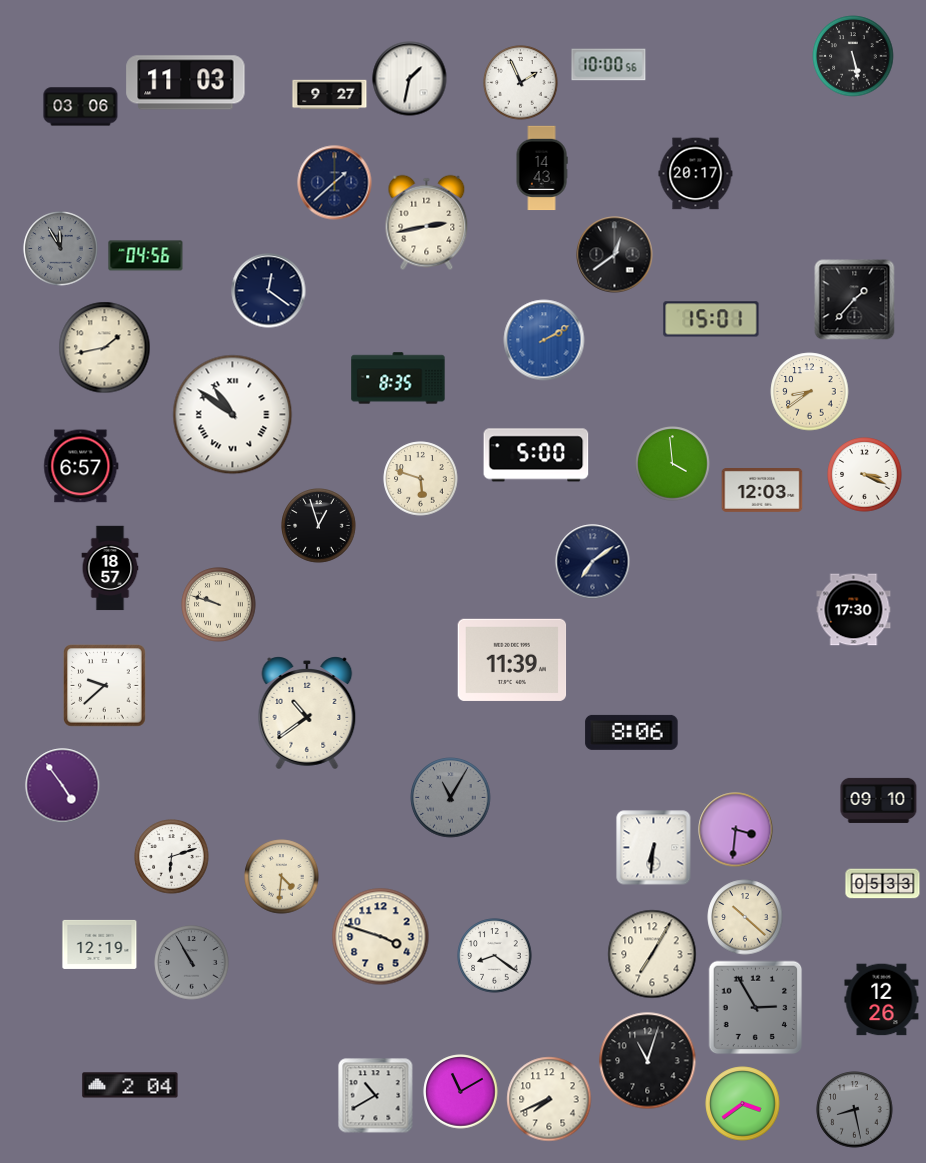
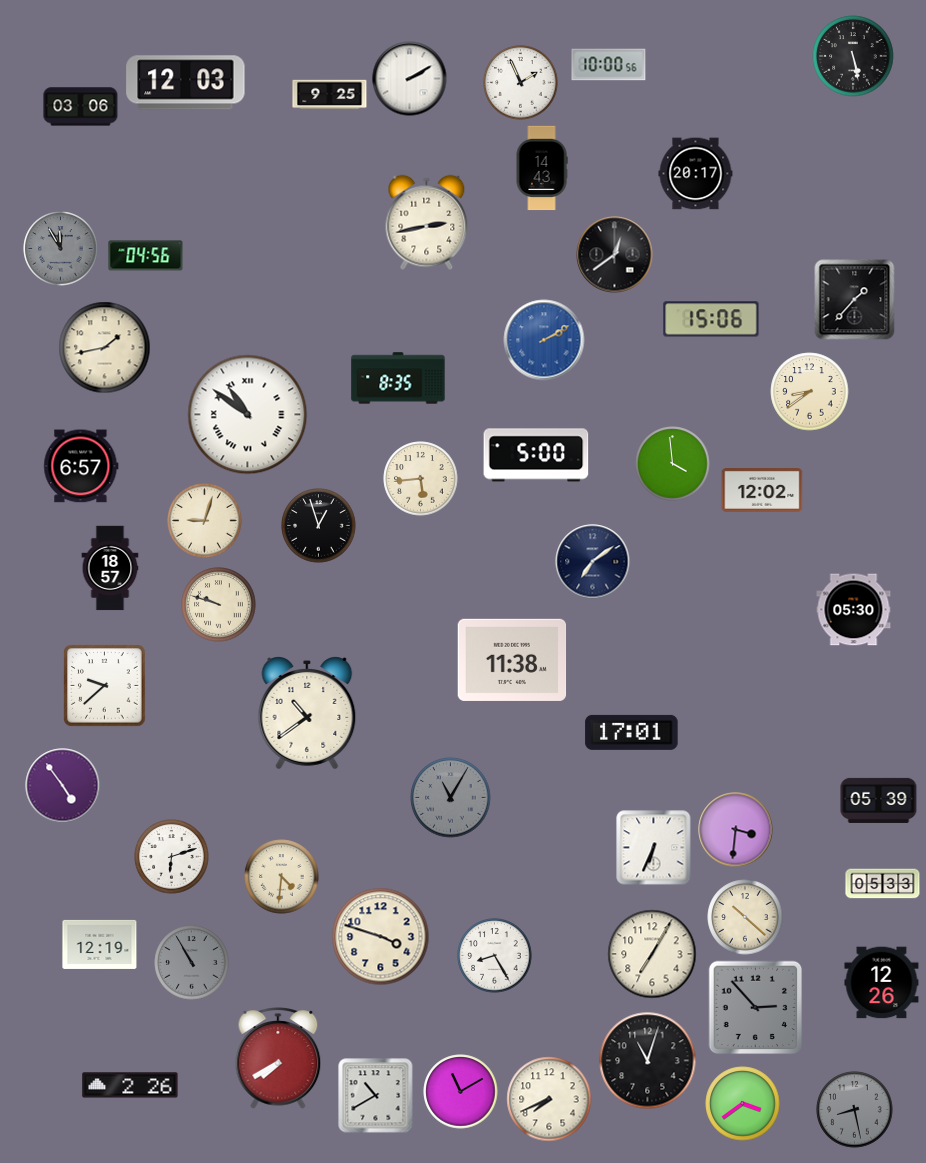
clock at (410, 79): 1:32 -> 2:10
clock at (186, 83): 11:03 -> 12:03
clock at (330, 95): 9:27 -> 9:25
clock at (335, 183): 1:38 -> none
clock at (269, 291): 12:21 -> none
clock at (711, 319): 15:01 -> 15:06
clock at (233, 415) position: (233, 415) -> (248, 415)
clock at (865, 475): 3:19 -> none
clock at (421, 479): 5:48 -> 5:44
clock at (762, 491): 12:03 -> 12:02
clock at (205, 521): none -> 9:03
clock at (854, 610): 17:30 -> 05:30
clock at (512, 660): 11:39 -> 11:38
clock at (632, 732): 8:06 -> 17:01
clock at (879, 800): 09:10 -> 05:39
clock at (654, 848): 6:31 -> 6:34
clock at (495, 956): 8:21 -> 8:25
clock at (882, 1000) position: (882, 1000) -> (882, 983)
clock at (756, 1008): 2:55 -> 2:53
clock at (278, 1058): none -> 7:40
clock at (130, 1085): 2:04 -> 2:26
